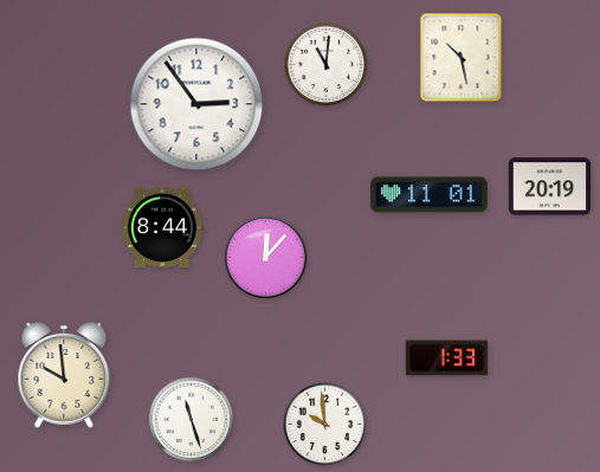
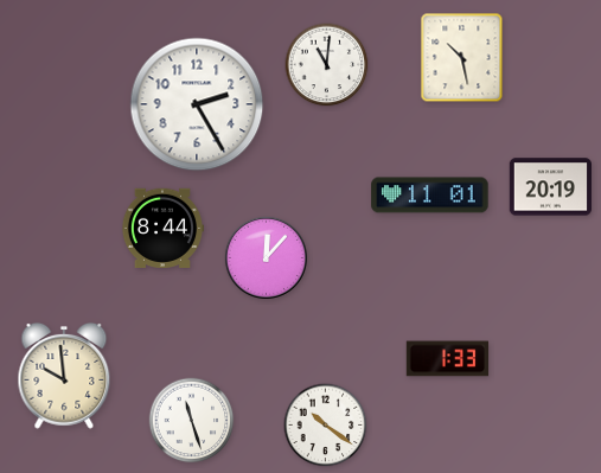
clock at (196, 104): 2:54 -> 2:25
clock at (325, 425): 9:59 -> 10:21
